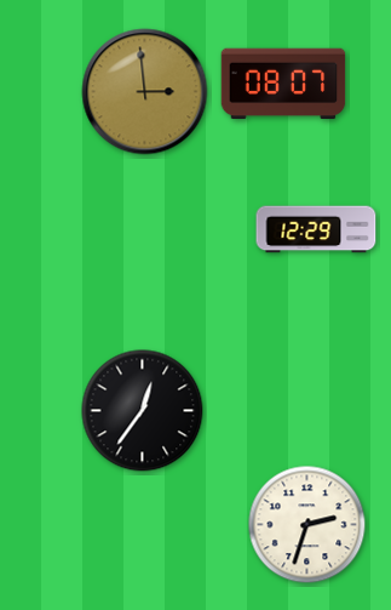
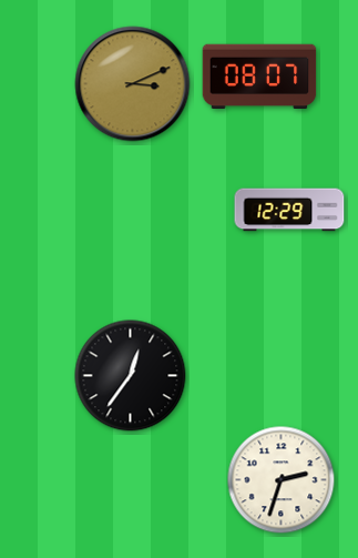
clock at (145, 92): 2:59 -> 3:11
